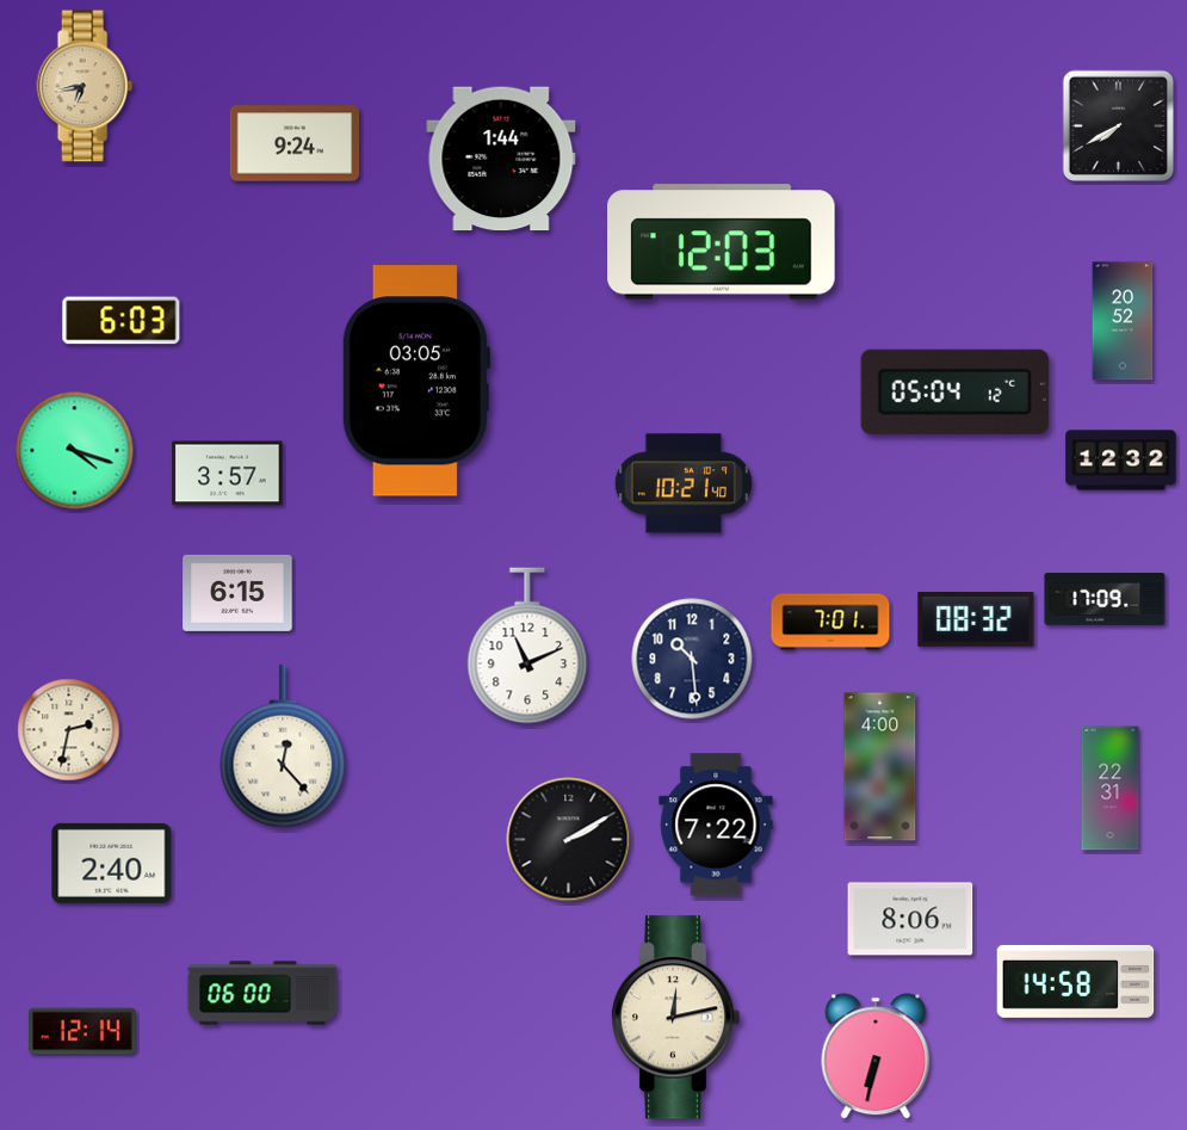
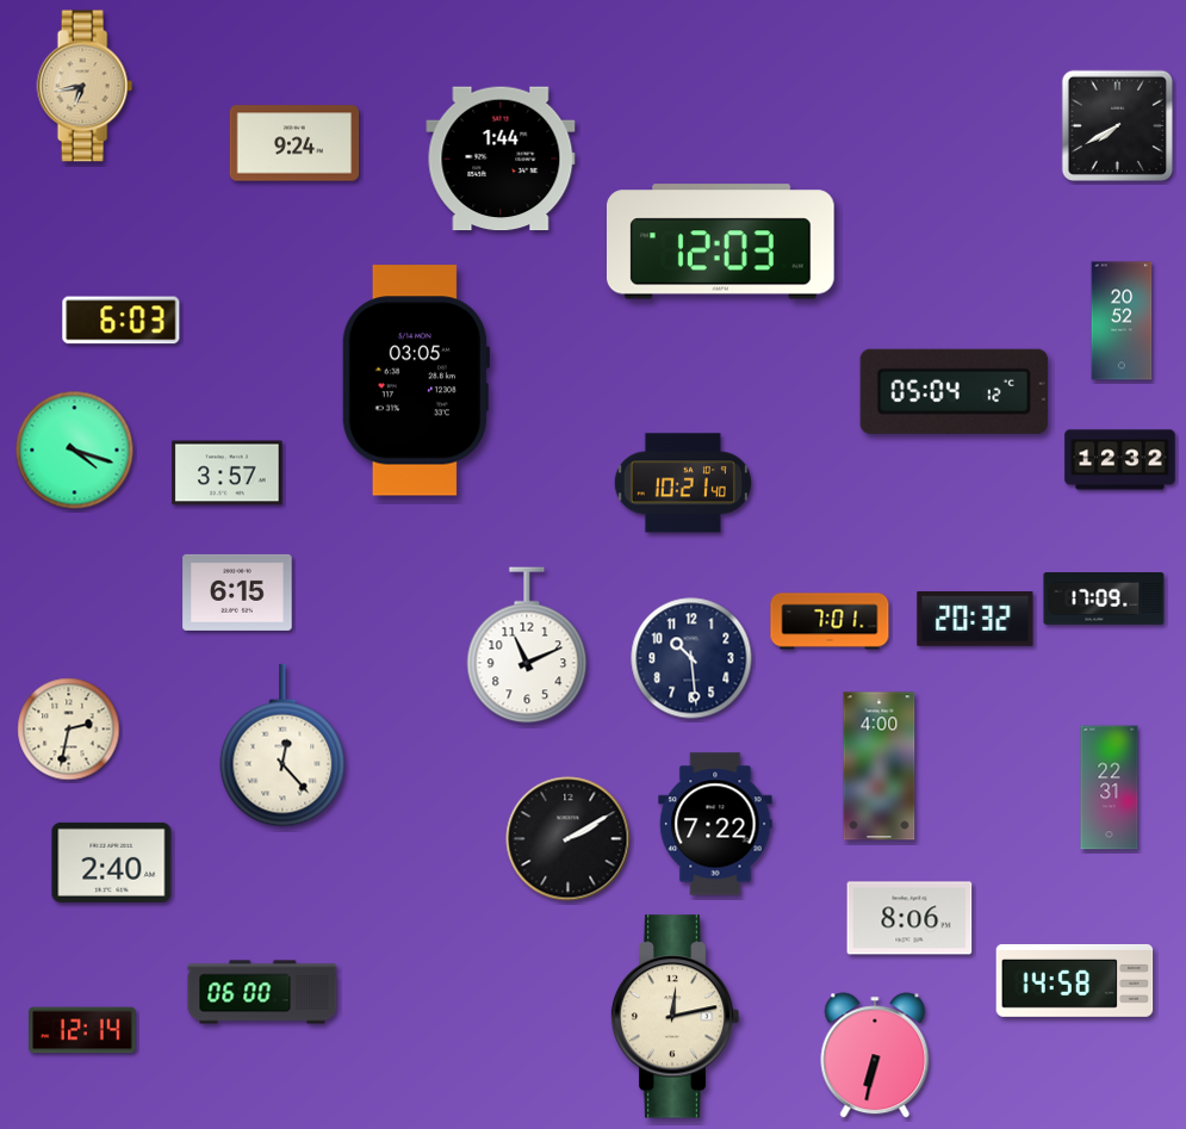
clock at (976, 620): 08:32 -> 20:32
